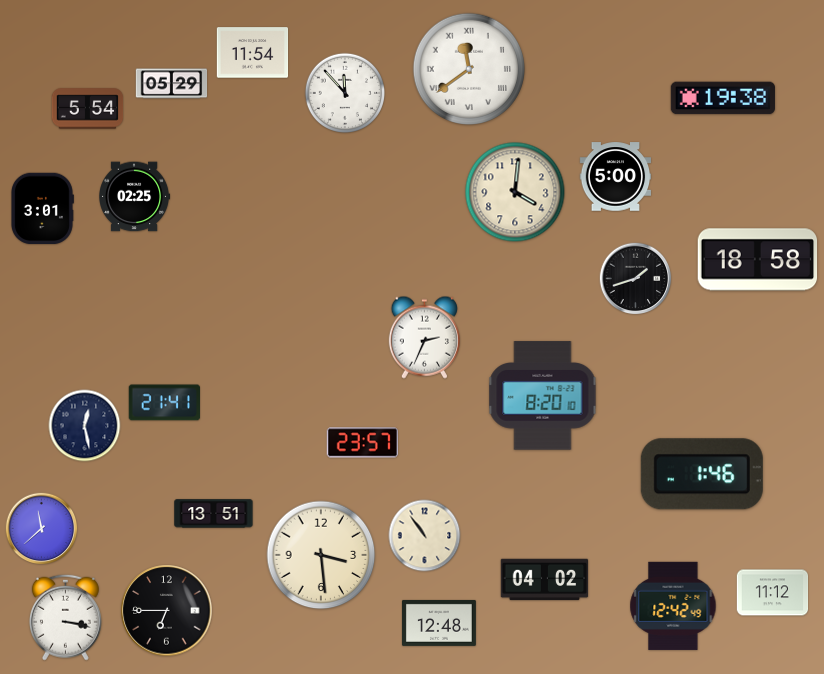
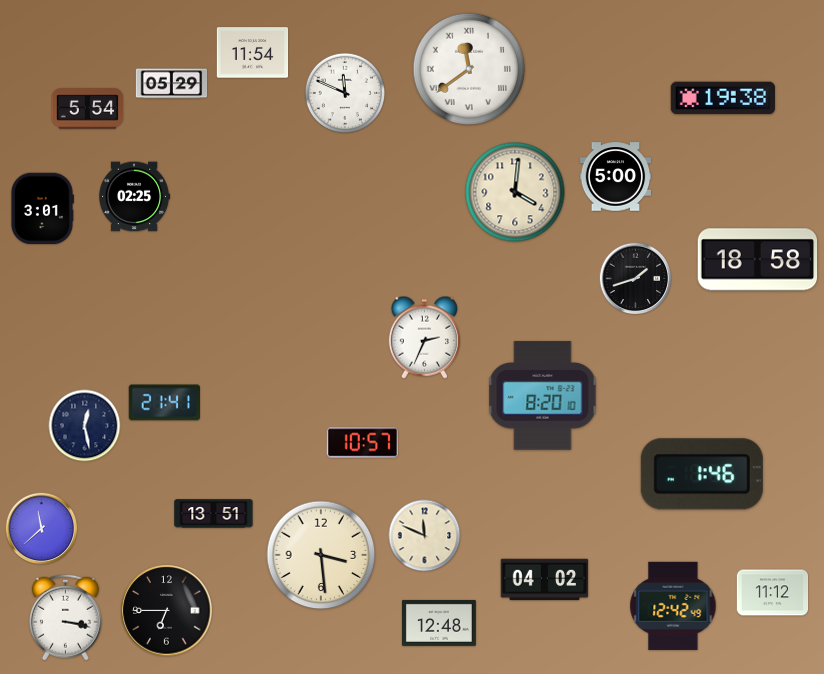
clock at (344, 92): 11:53 -> 11:49
clock at (363, 443): 23:57 -> 10:57
clock at (425, 536): 10:54 -> 11:49
